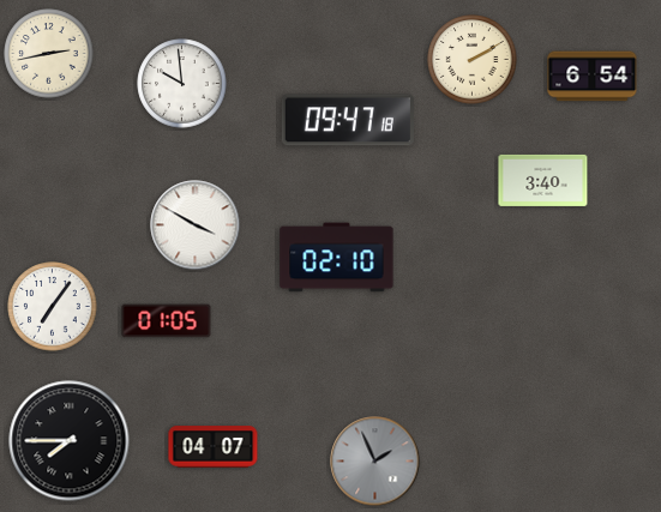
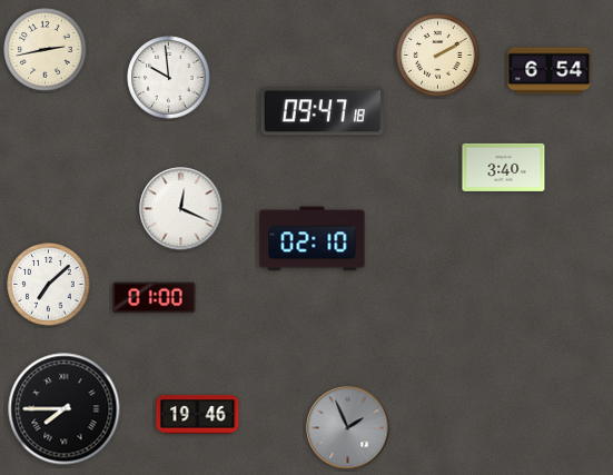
clock at (196, 225): 3:50 -> 12:19
clock at (53, 307): 7:06 -> 7:08
clock at (167, 321): 01:05 -> 01:00
clock at (214, 447): 04:07 -> 19:46
